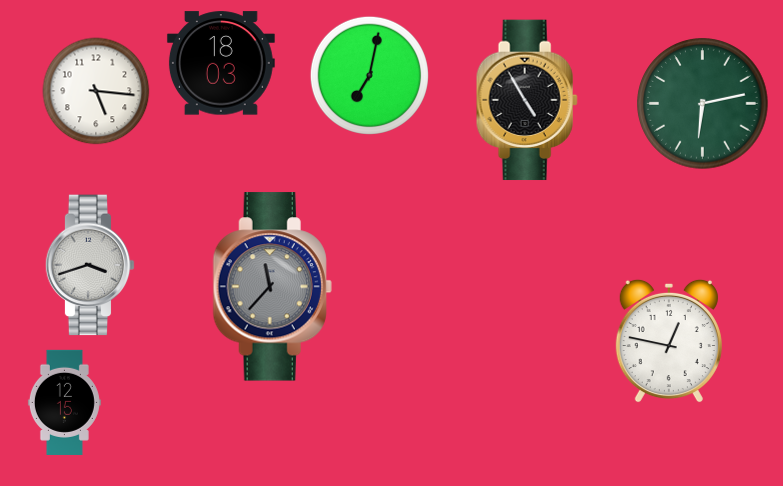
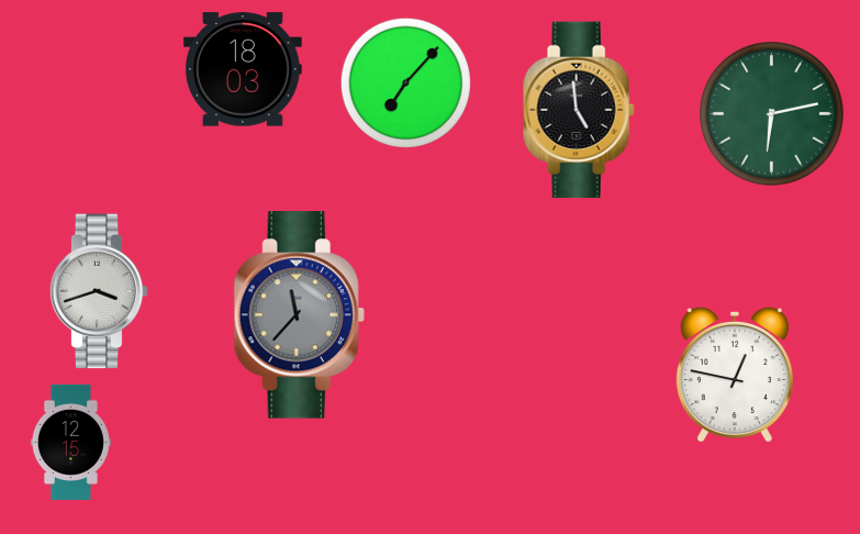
clock at (369, 75): 7:02 -> 7:07
clock at (96, 91): 5:16 -> none
clock at (527, 100): 4:55 -> 4:59
